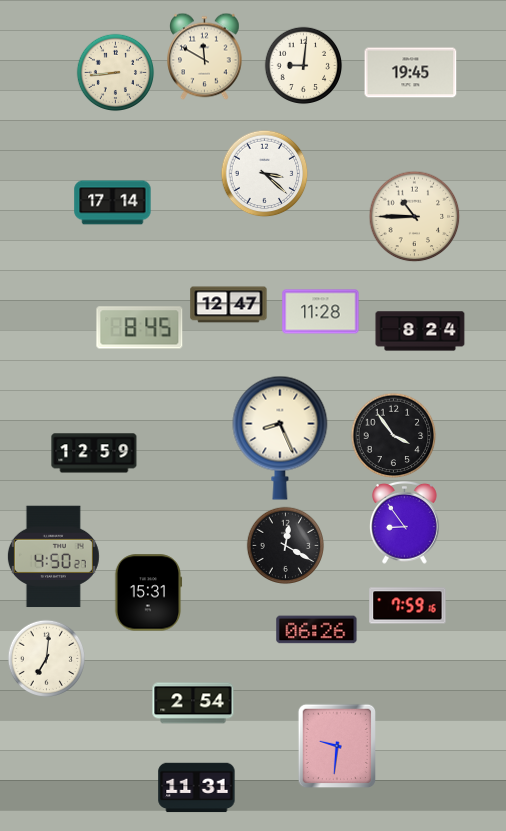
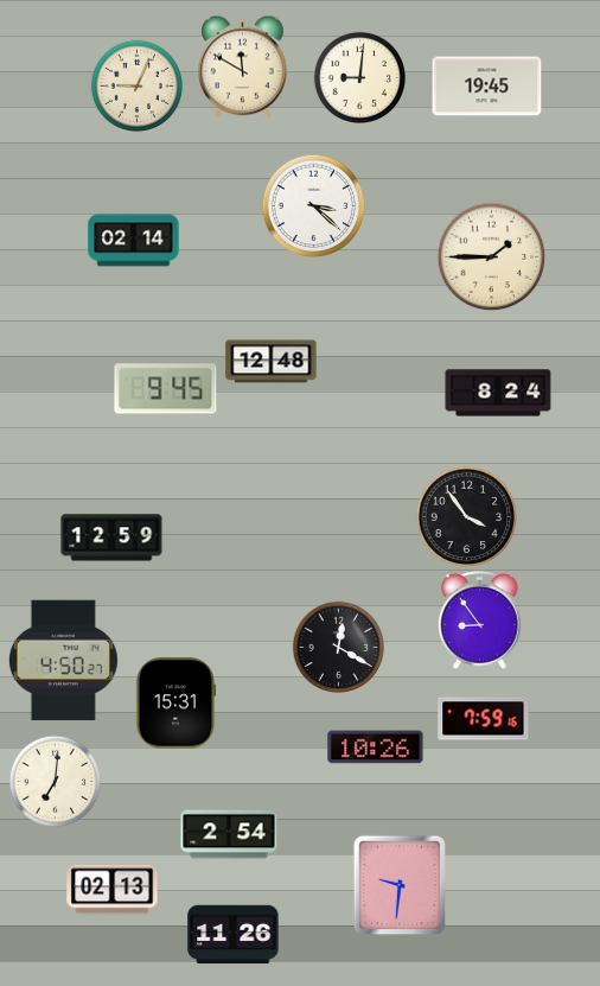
clock at (115, 72): 8:44 -> 9:04
clock at (113, 203): 17:14 -> 02:14
clock at (414, 216): 10:45 -> 1:45
clock at (229, 305): 12:47 -> 12:48
clock at (321, 312): 11:28 -> none
clock at (140, 328): 8:45 -> 9:45
clock at (280, 438): 8:26 -> none
clock at (317, 630): 06:26 -> 10:26
clock at (113, 890): none -> 02:13
clock at (197, 788): 11:31 -> 11:26
